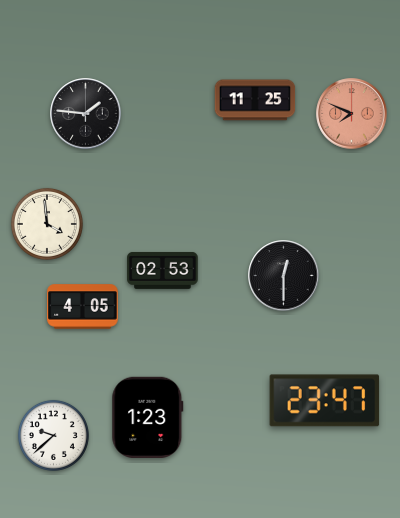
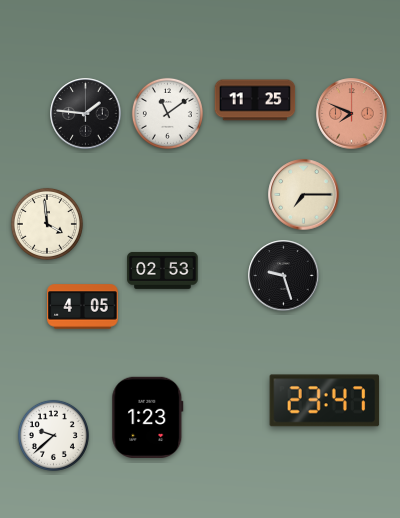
clock at (167, 113): none -> 11:09
clock at (304, 195): none -> 7:15
clock at (284, 276): 12:30 -> 9:27
